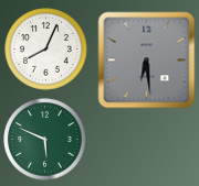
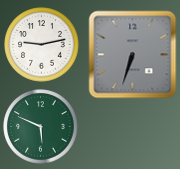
clock at (46, 50): 8:04 -> 9:13
clock at (147, 61): 6:29 -> 6:33
